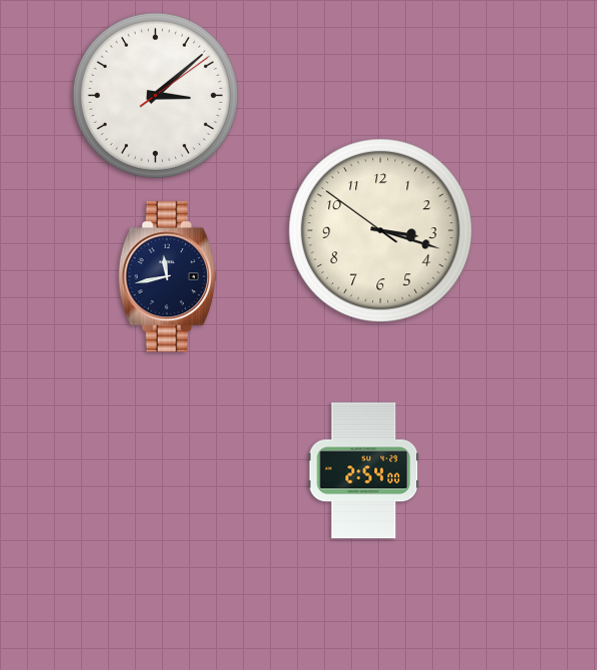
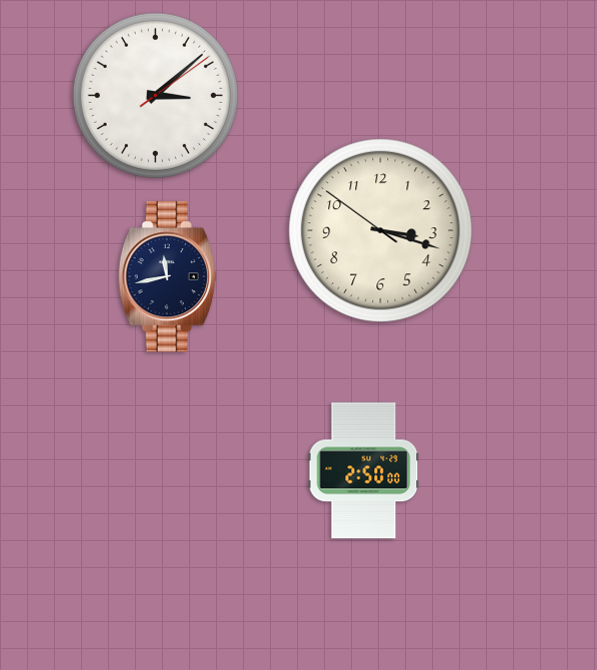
clock at (364, 471): 2:54 -> 2:50
